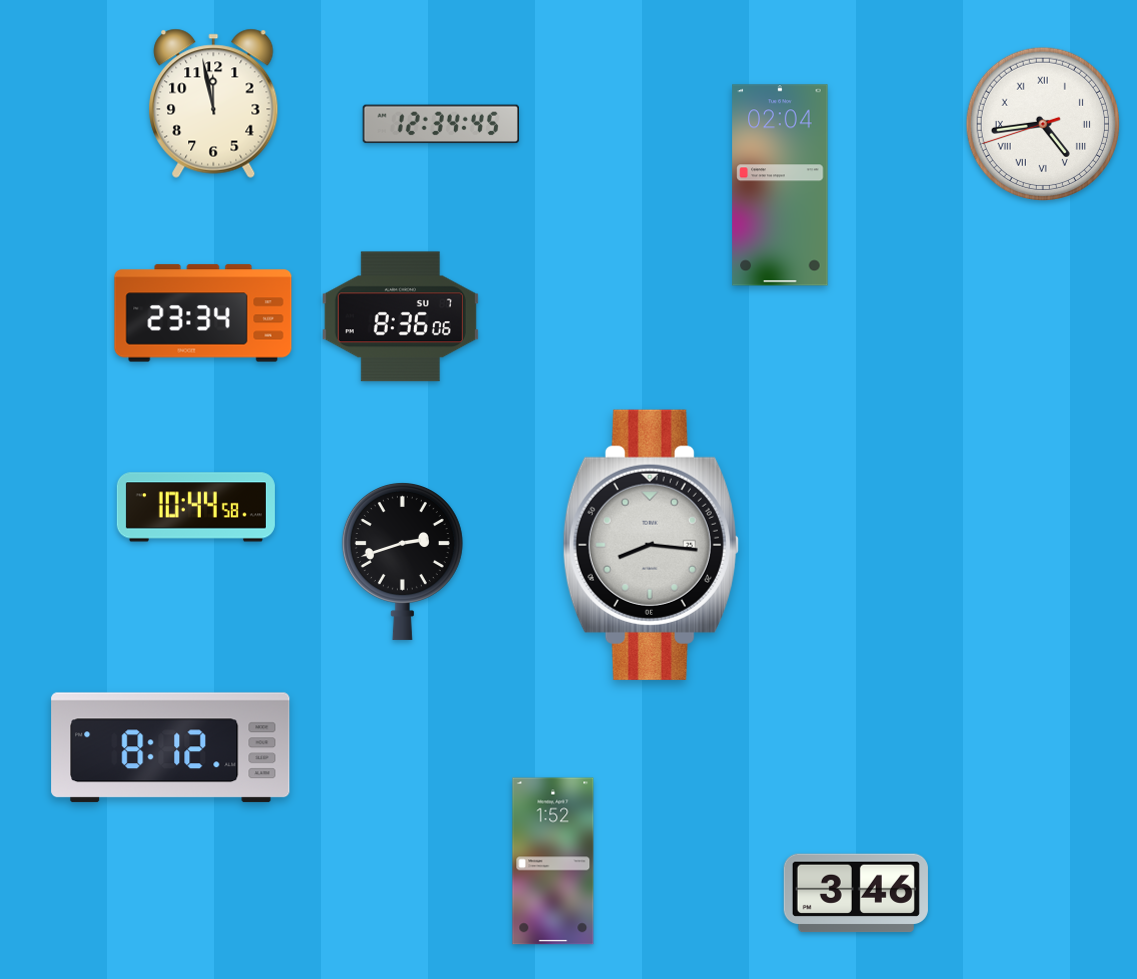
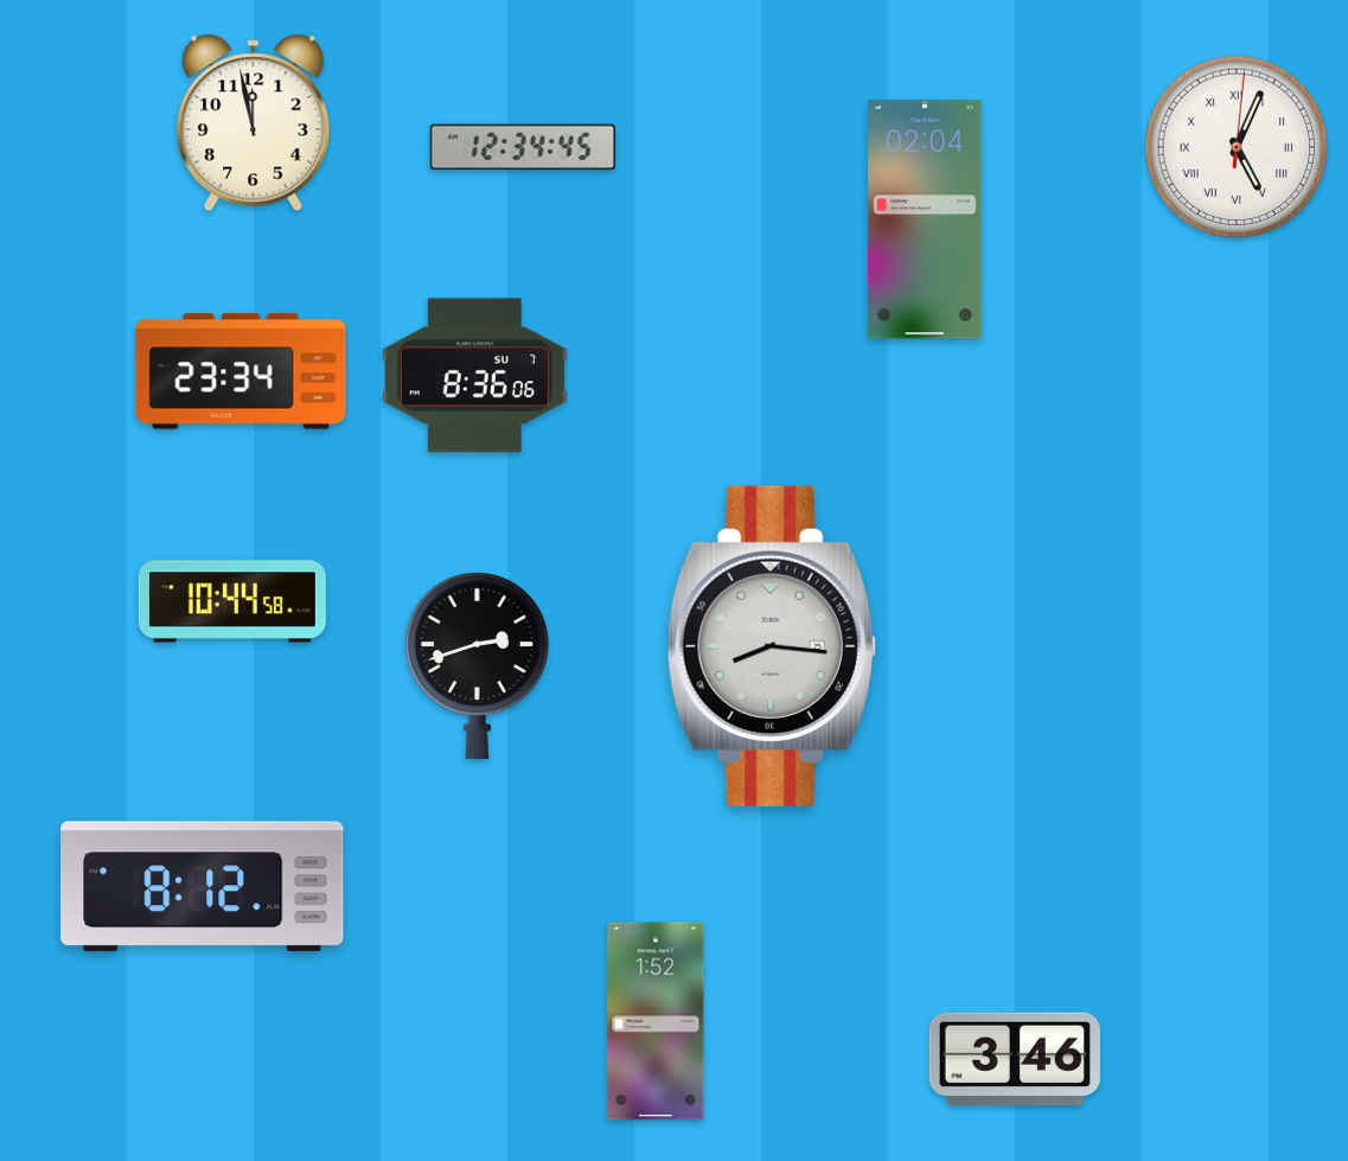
clock at (1043, 124): 4:43 -> 5:04
